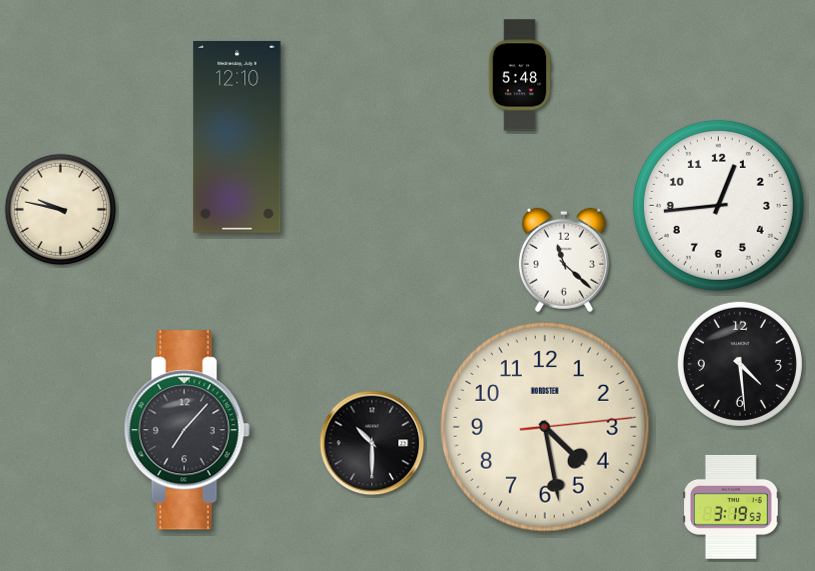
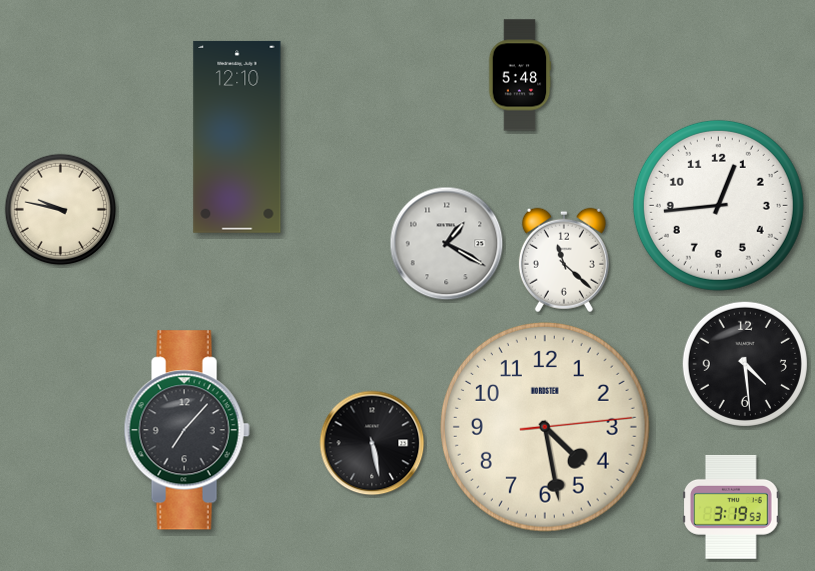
clock at (447, 244): none -> 1:20
clock at (740, 364) position: (740, 364) -> (745, 364)
clock at (372, 443): 10:30 -> 5:28
